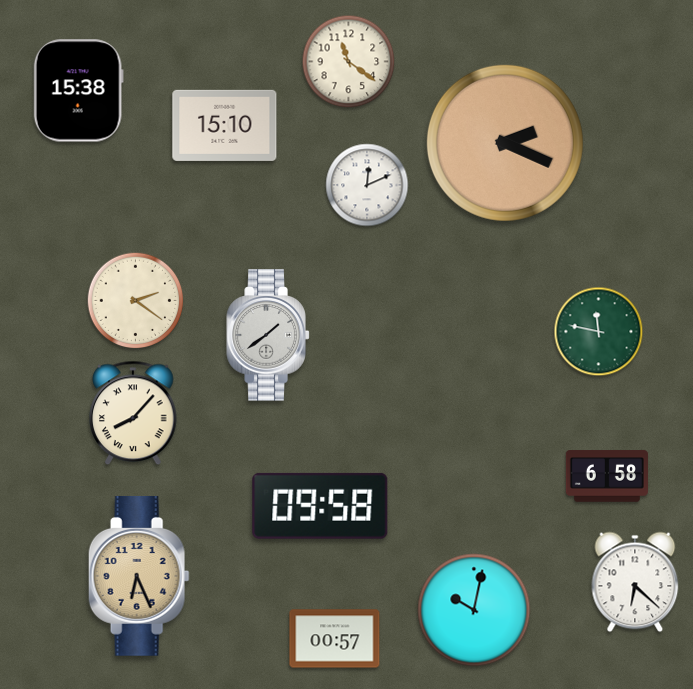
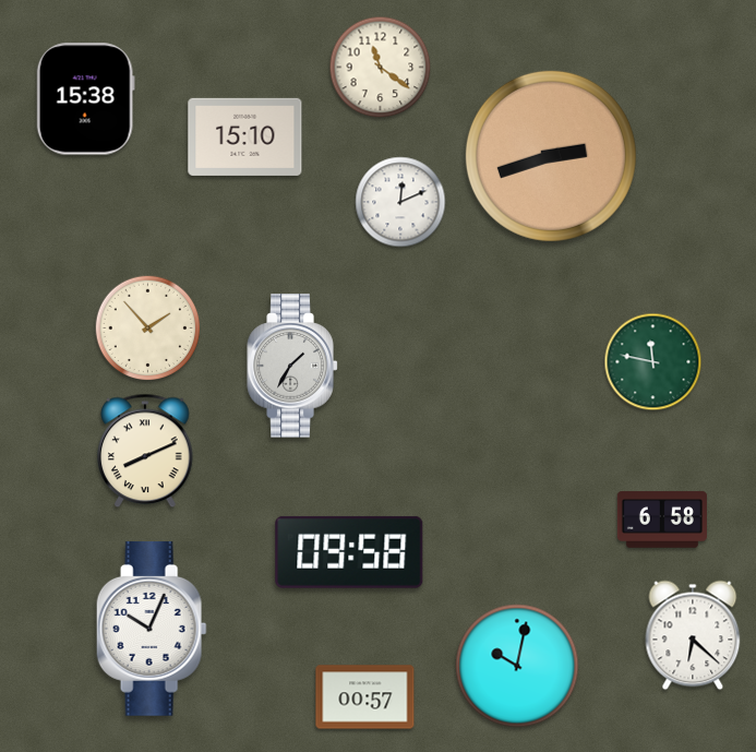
clock at (505, 143): 2:19 -> 2:42
clock at (136, 301): 2:21 -> 1:53
clock at (268, 335): 1:39 -> 1:35
clock at (133, 413): 8:07 -> 8:11
clock at (139, 576): 6:26 -> 10:04
clock at (139, 576) dial: champagne -> white
